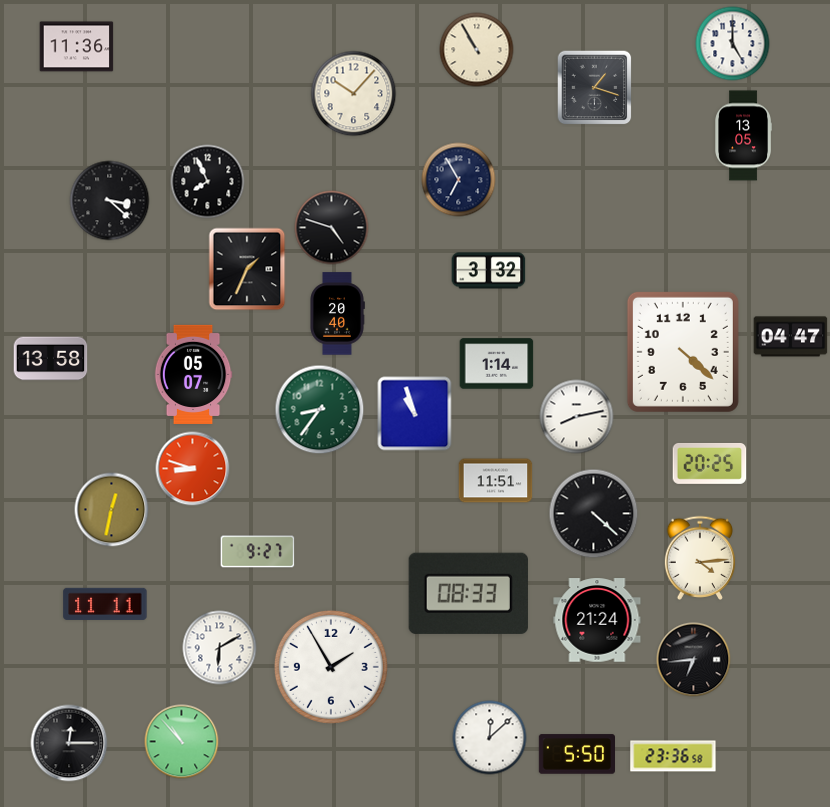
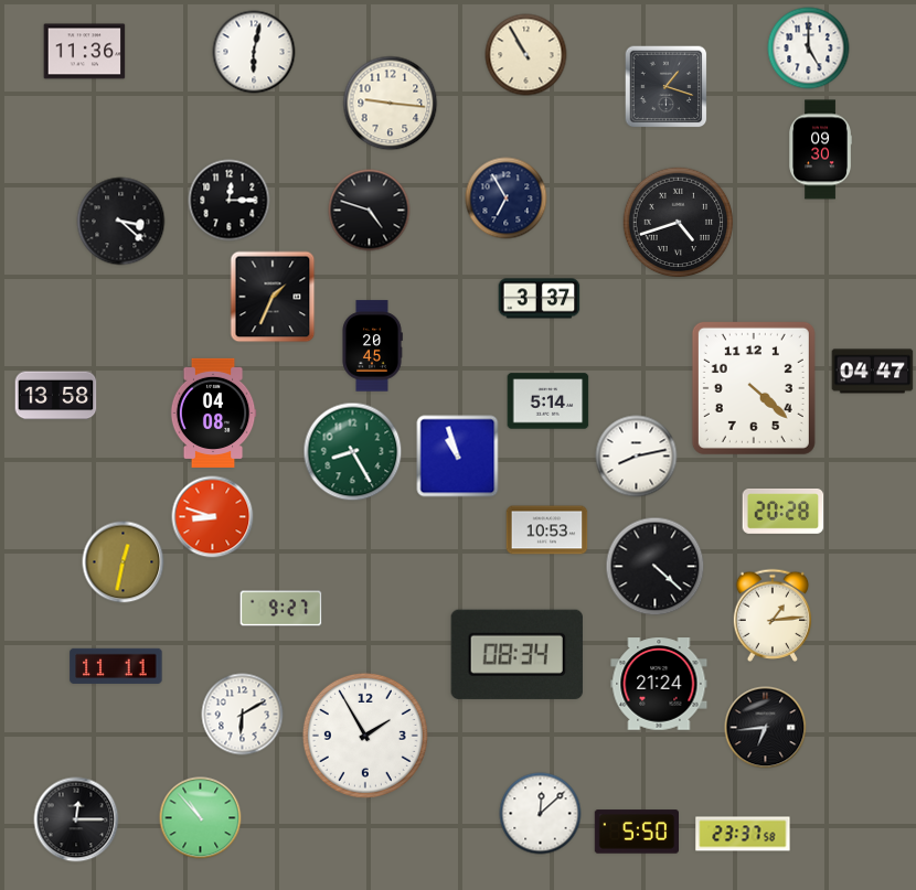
clock at (254, 52): none -> 6:02
clock at (595, 88) position: (595, 88) -> (667, 87)
clock at (354, 94): 10:07 -> 9:16
clock at (743, 136): 13:05 -> 09:30
clock at (208, 182): 7:56 -> 12:15
clock at (679, 223): none -> 4:42
clock at (332, 228) position: (332, 228) -> (370, 211)
clock at (489, 271): 3:32 -> 3:37
clock at (337, 314): 20:40 -> 20:45
clock at (497, 364): 1:14 -> 5:14
clock at (193, 374): 05:07 -> 04:08
clock at (320, 410): 8:36 -> 8:25
clock at (577, 417) position: (577, 417) -> (637, 457)
clock at (710, 463): 20:25 -> 20:28
clock at (496, 481): 11:51 -> 10:53
clock at (258, 552) position: (258, 552) -> (281, 609)
clock at (700, 558): 4:14 -> 1:14
clock at (468, 593): 08:33 -> 08:34
clock at (673, 756): 23:36 -> 23:37
